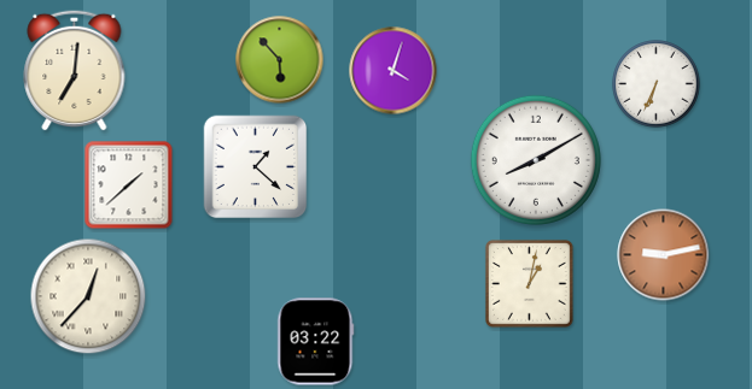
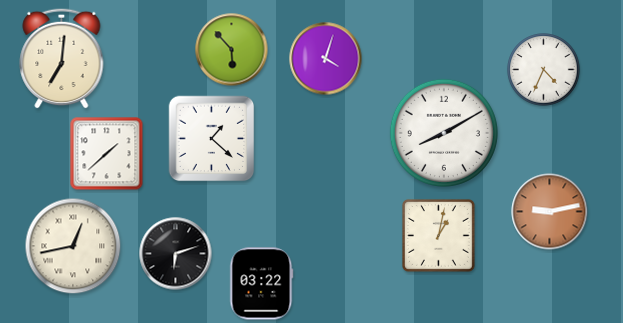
clock at (657, 84): 6:34 -> 4:34
clock at (88, 296): 12:37 -> 12:43
clock at (176, 254): none -> 6:12
